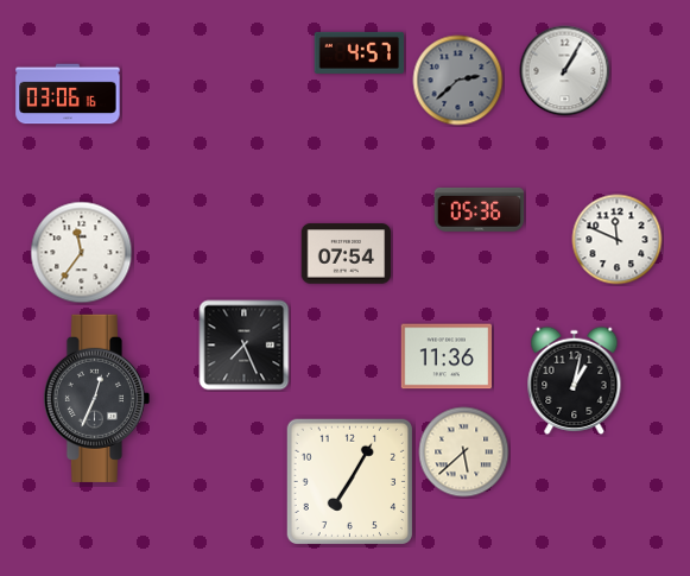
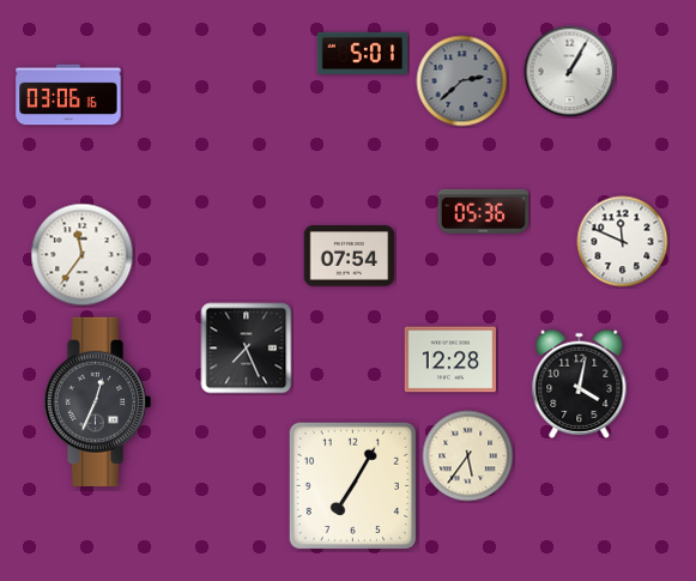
clock at (360, 52): 4:57 -> 5:01
clock at (447, 356): 11:36 -> 12:28
clock at (575, 380): 1:02 -> 4:02
clock at (464, 452): 5:38 -> 5:36
